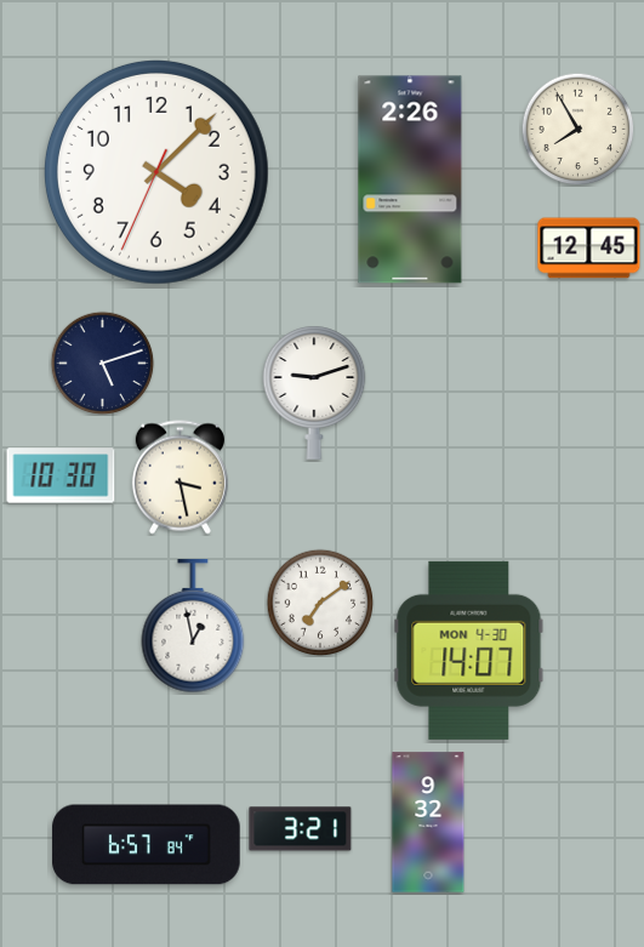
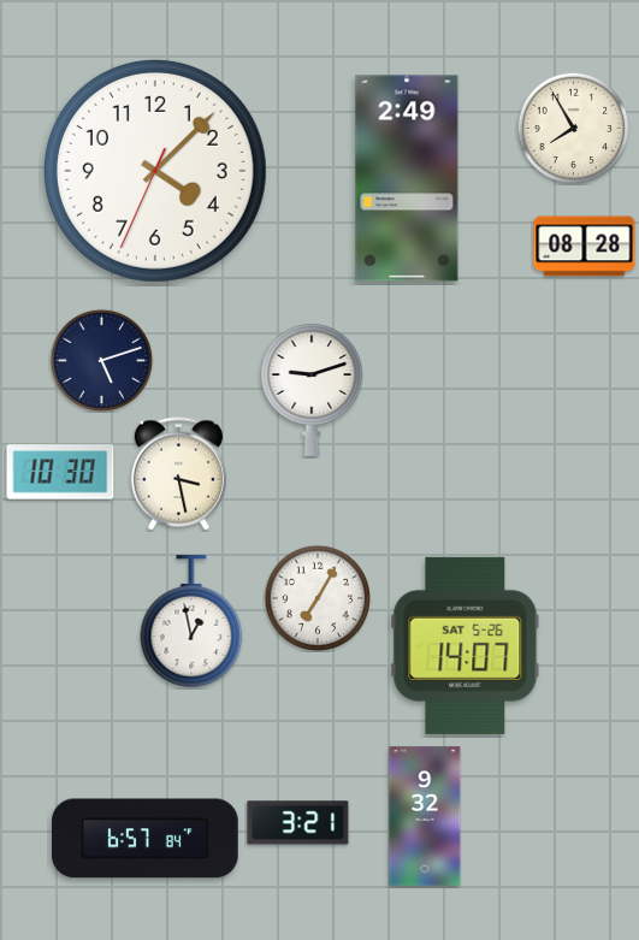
clock at (410, 179): 2:26 -> 2:49
clock at (589, 249): 12:45 -> 08:28
clock at (320, 603): 7:09 -> 7:05
clock at (469, 650) date: MON 4-30 -> SAT 5-26
